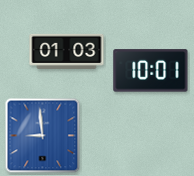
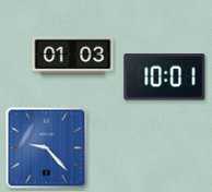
clock at (43, 136): 8:59 -> 9:23
